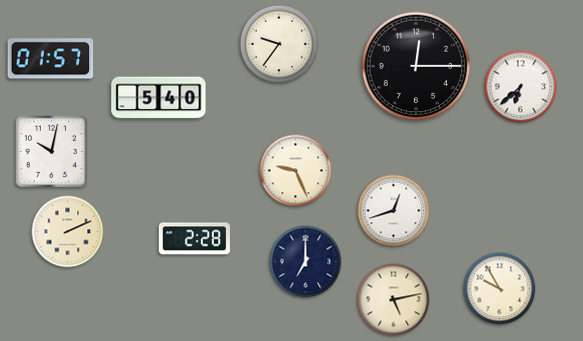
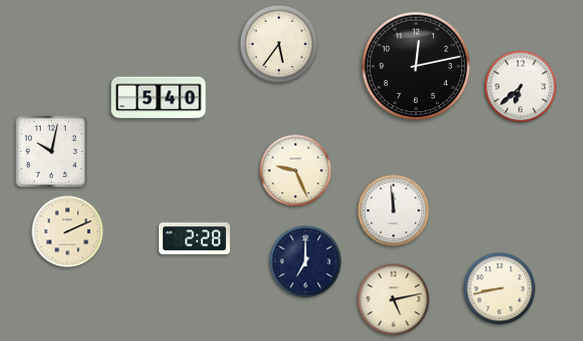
clock at (279, 44): 9:36 -> 5:36
clock at (51, 59): 01:57 -> none
clock at (416, 66): 12:15 -> 12:13
clock at (394, 211): 12:42 -> 11:59
clock at (500, 289): 9:55 -> 8:43
